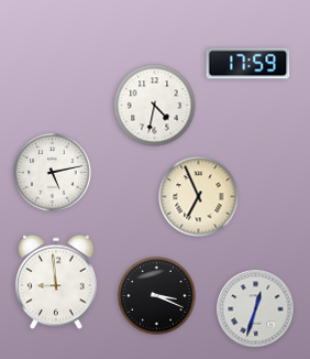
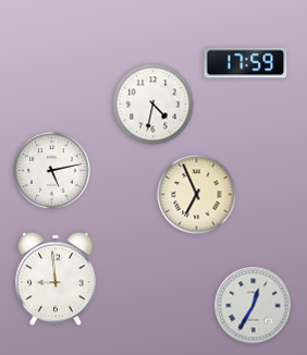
clock at (157, 296): 3:19 -> none
clock at (256, 309): 12:33 -> 12:35
